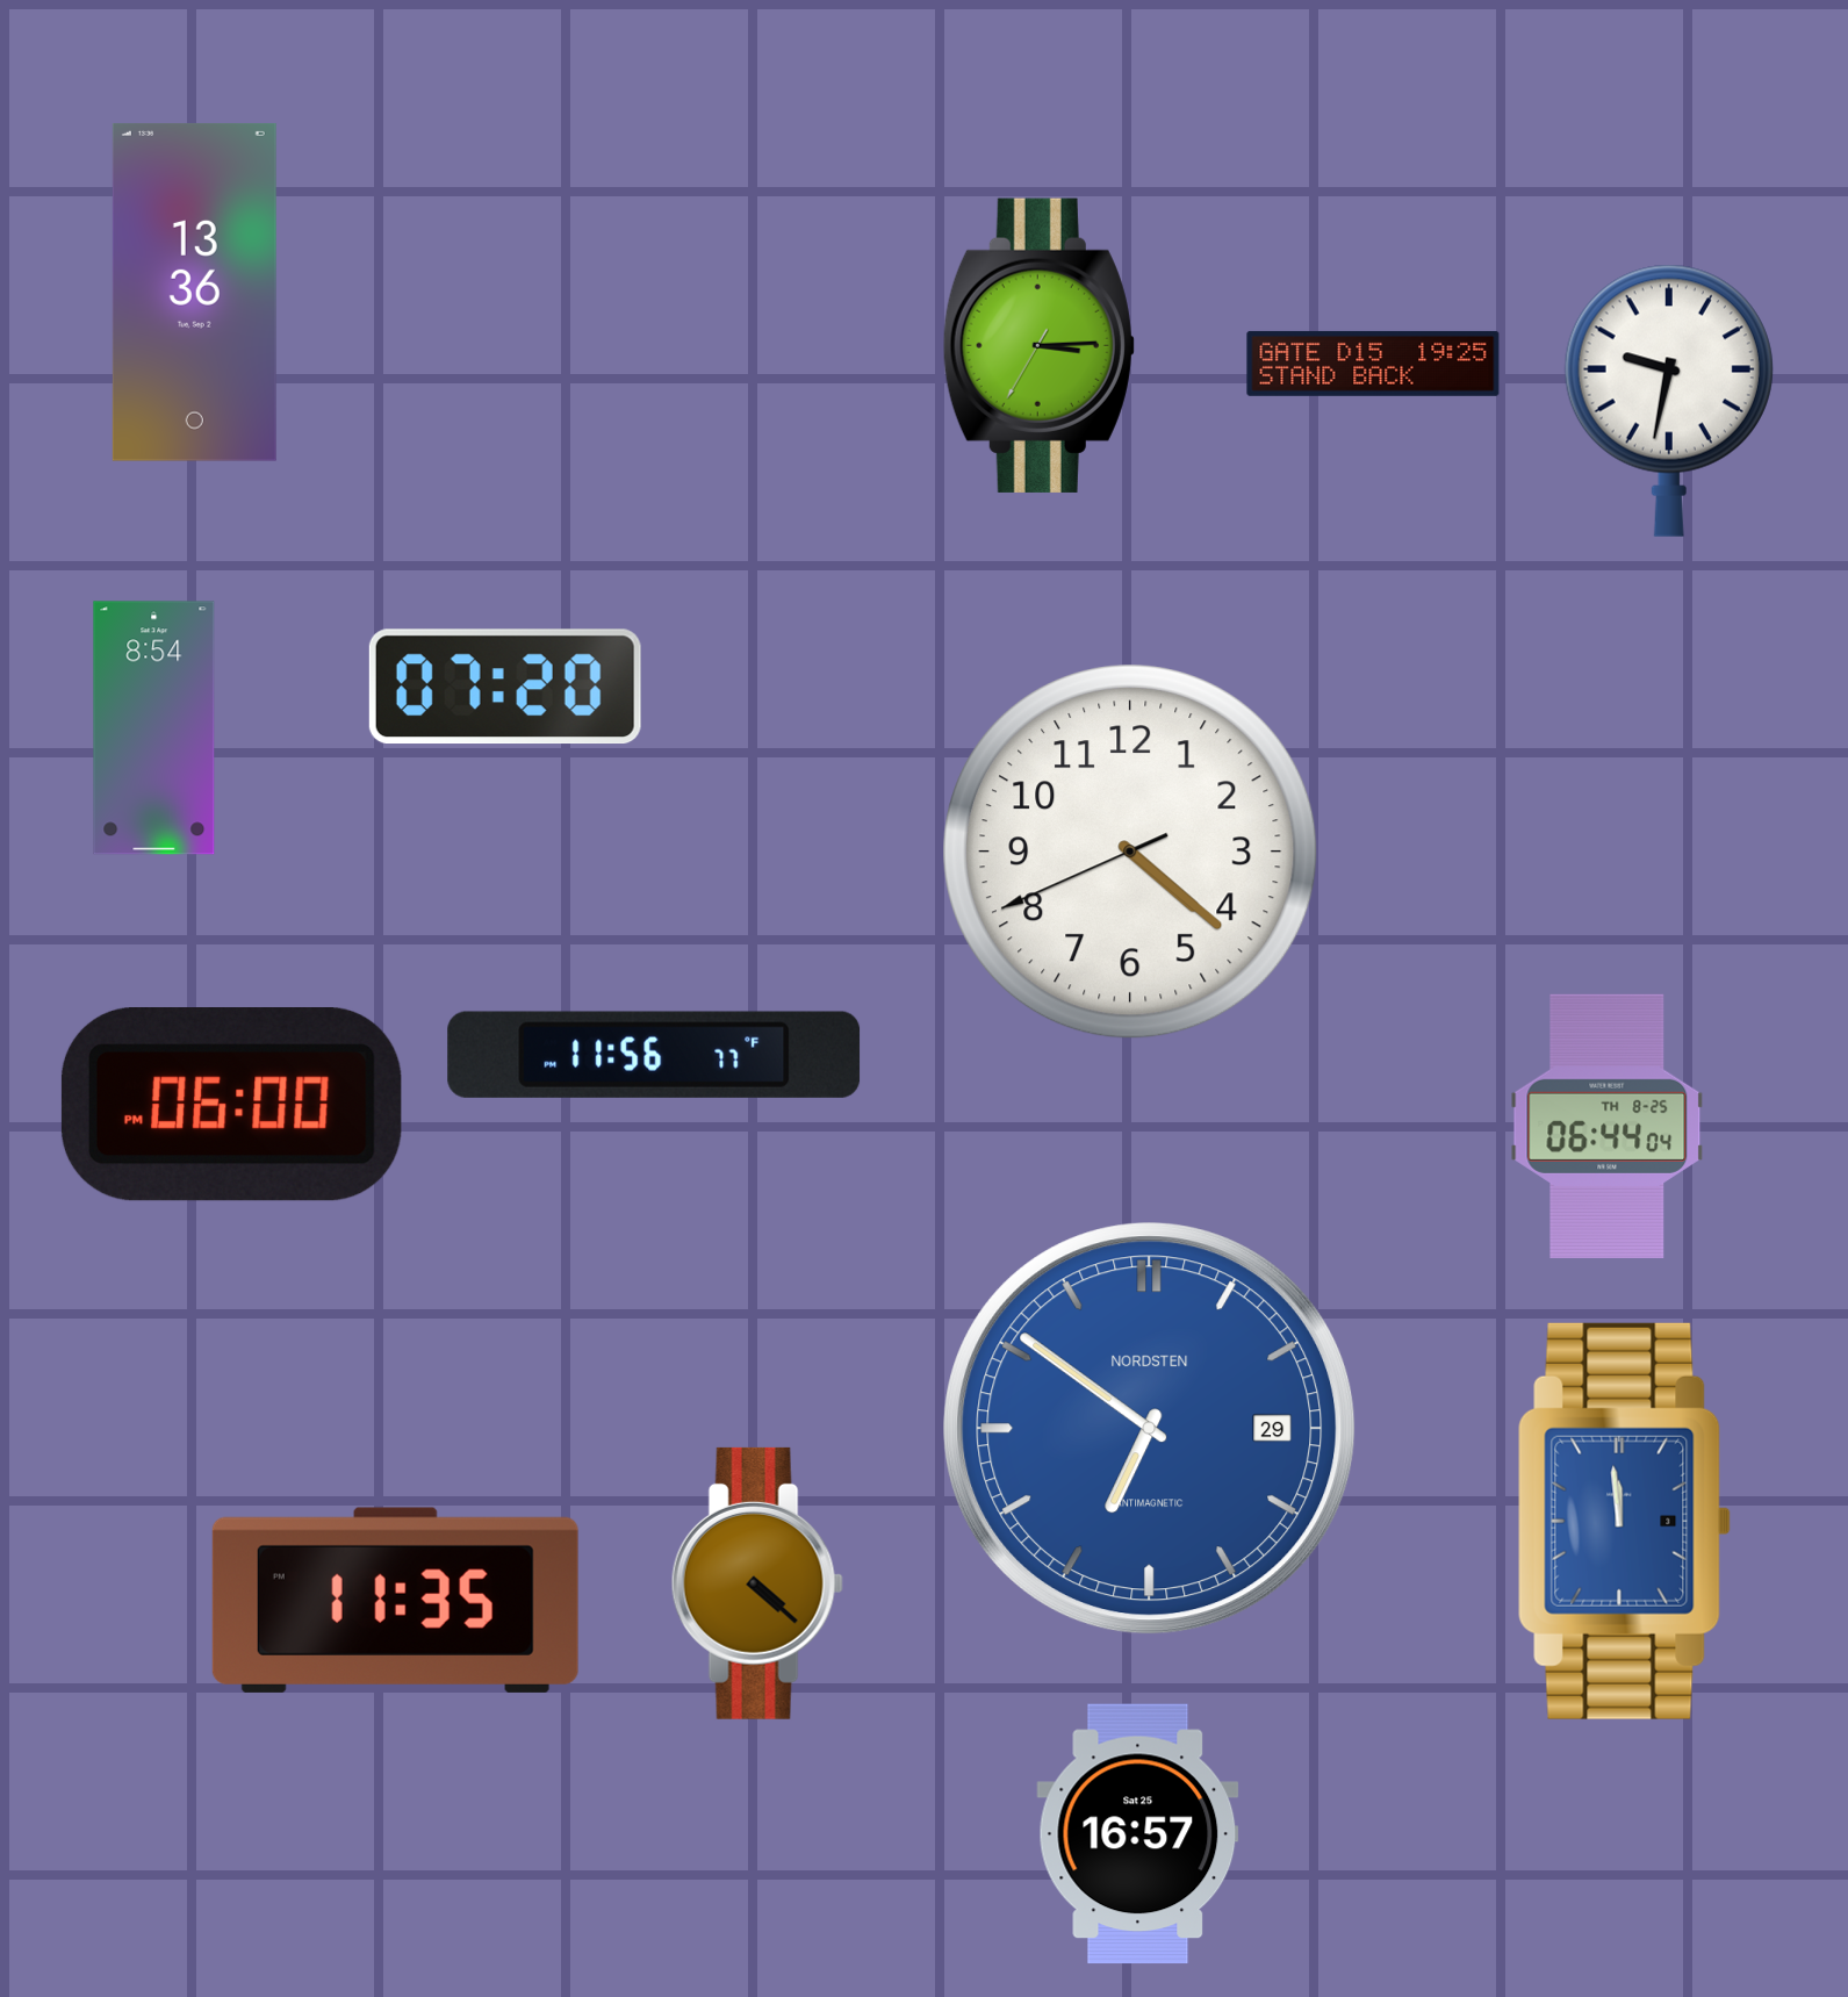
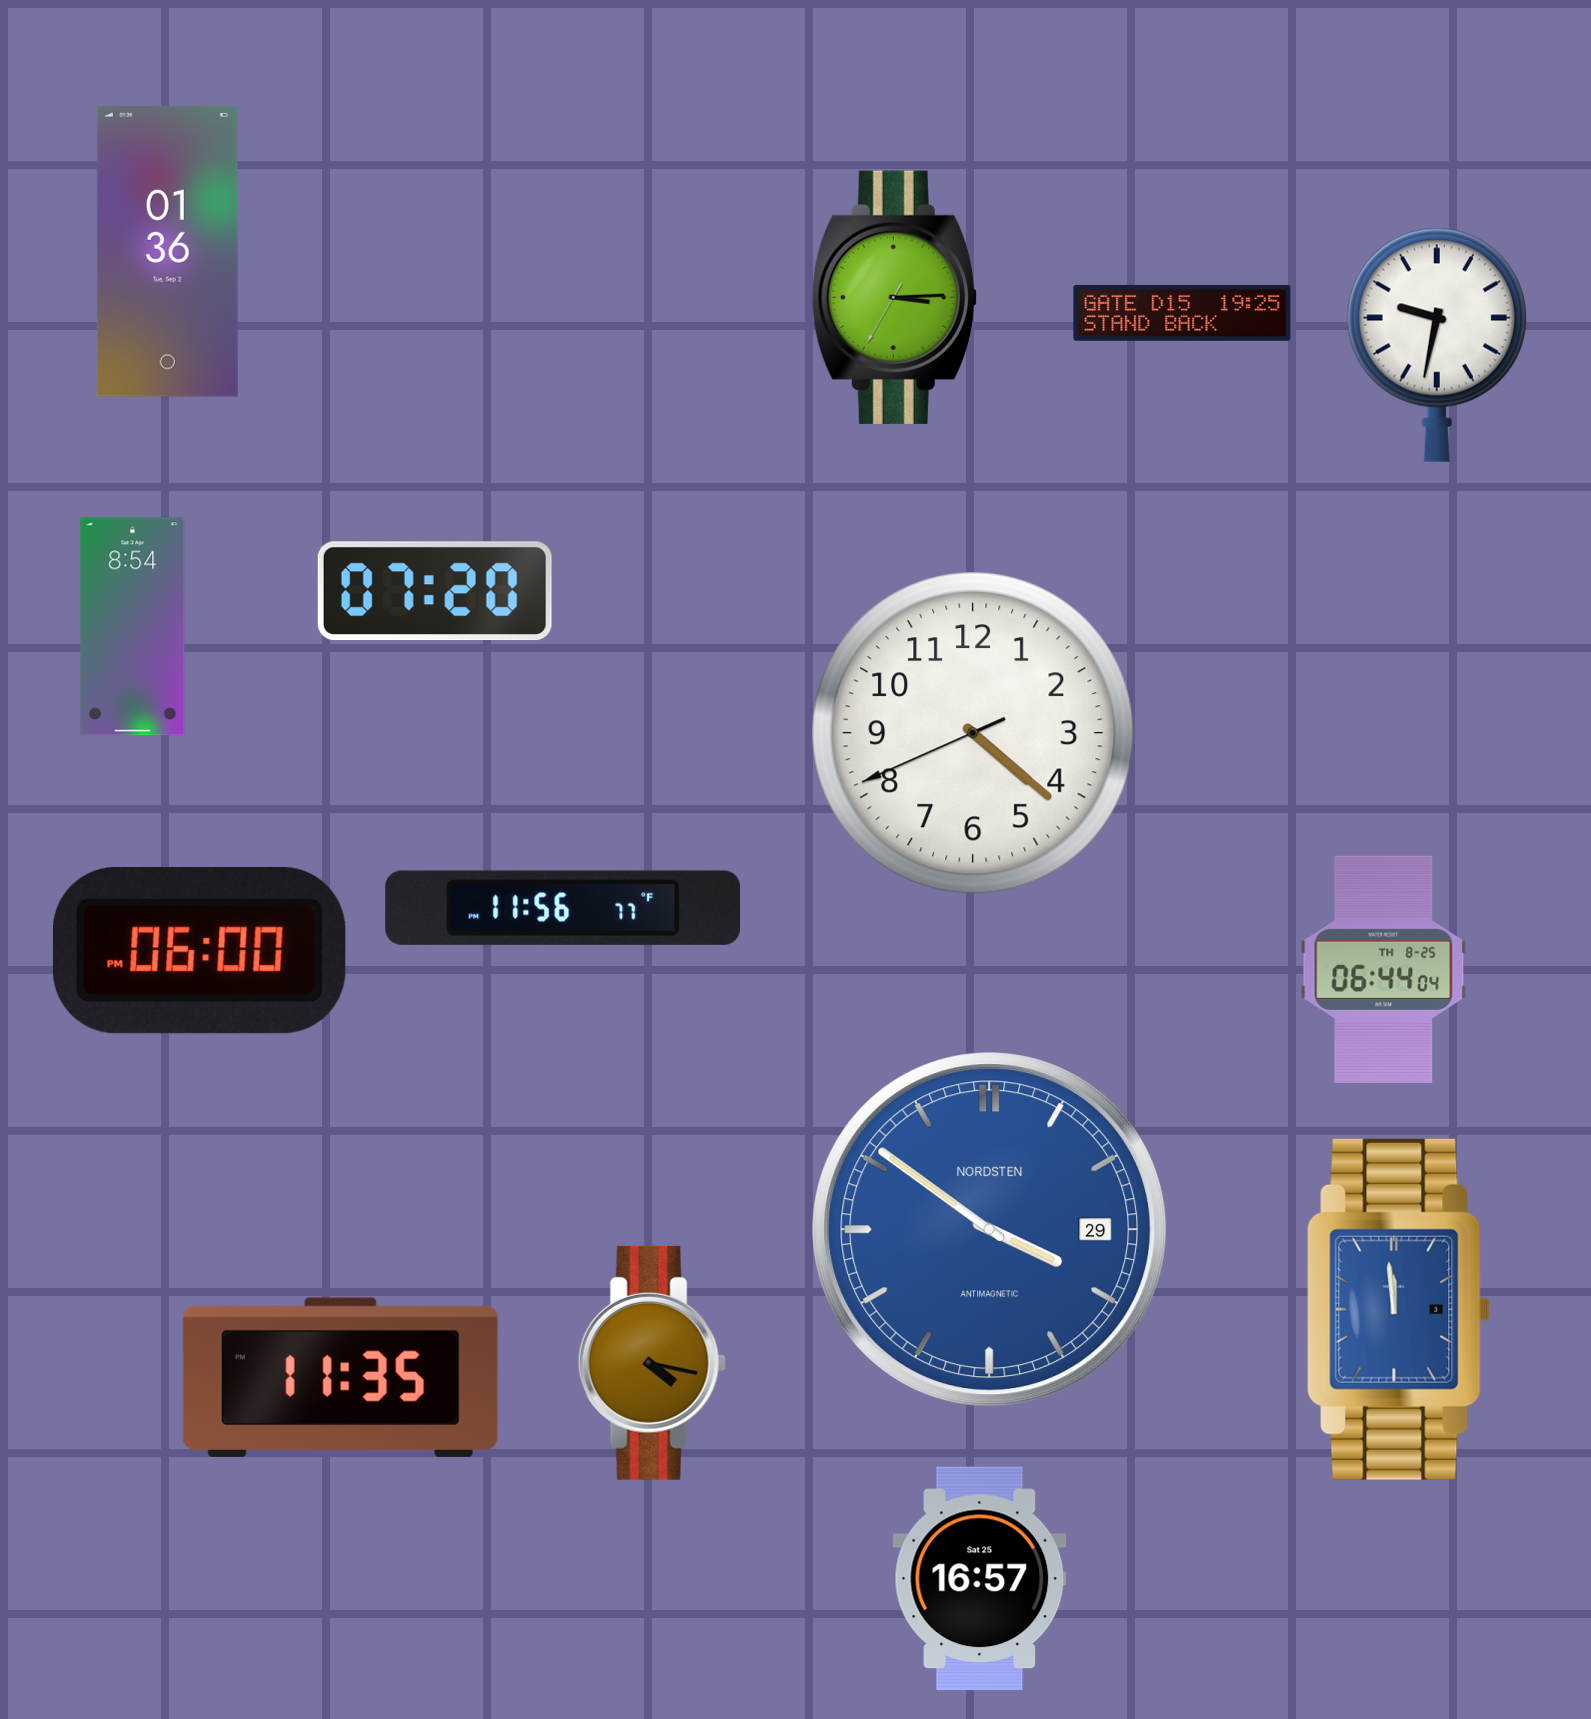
clock at (194, 292): 13:36 -> 01:36
clock at (1150, 1429): 6:51 -> 3:51
clock at (757, 1583): 4:22 -> 4:17
